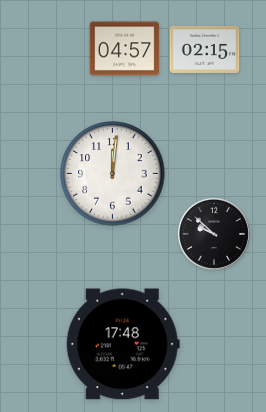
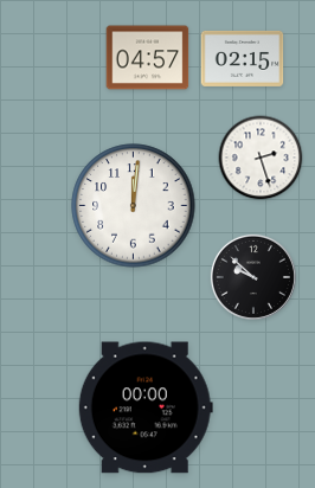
clock at (261, 158): none -> 2:27
clock at (123, 344): 17:48 -> 00:00
